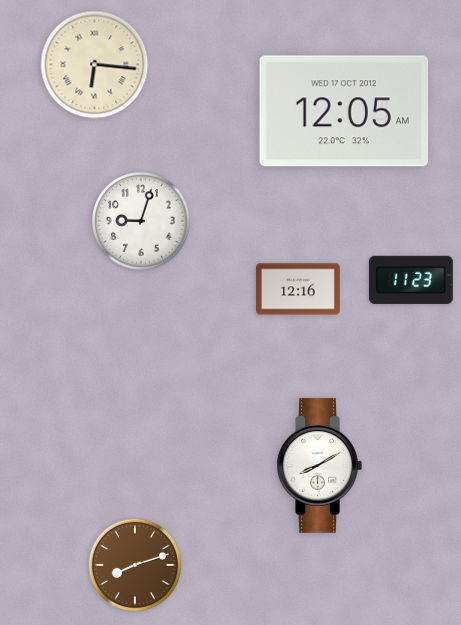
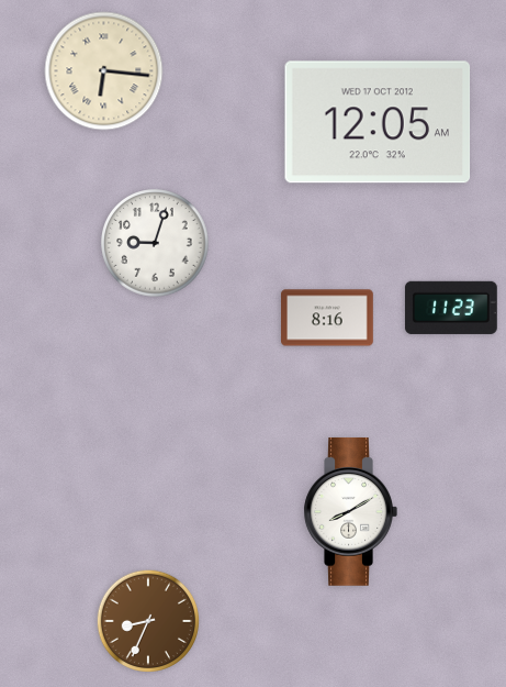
clock at (299, 289): 12:16 -> 8:16
clock at (134, 564): 8:12 -> 8:34
